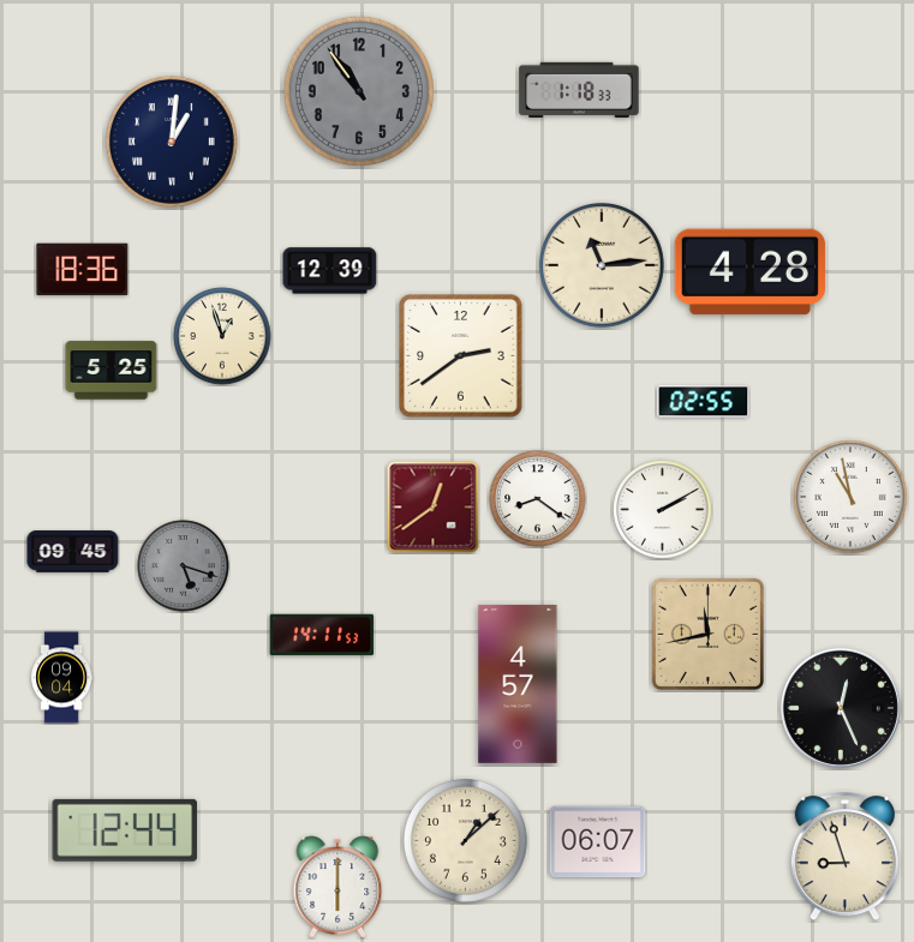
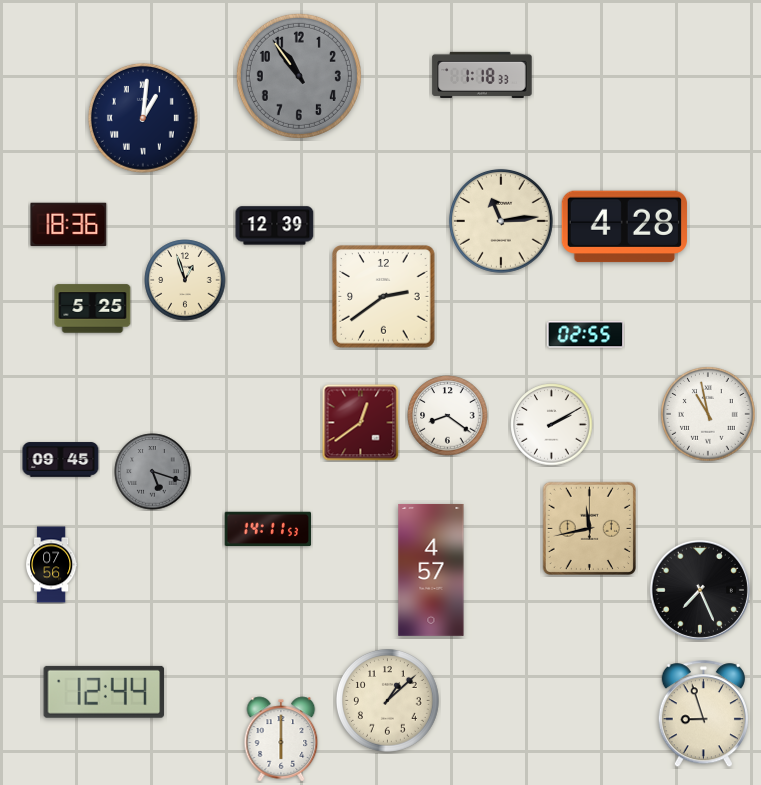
clock at (62, 678): 09:04 -> 07:56
clock at (841, 708): 12:26 -> 7:26
clock at (598, 842): 06:07 -> none
